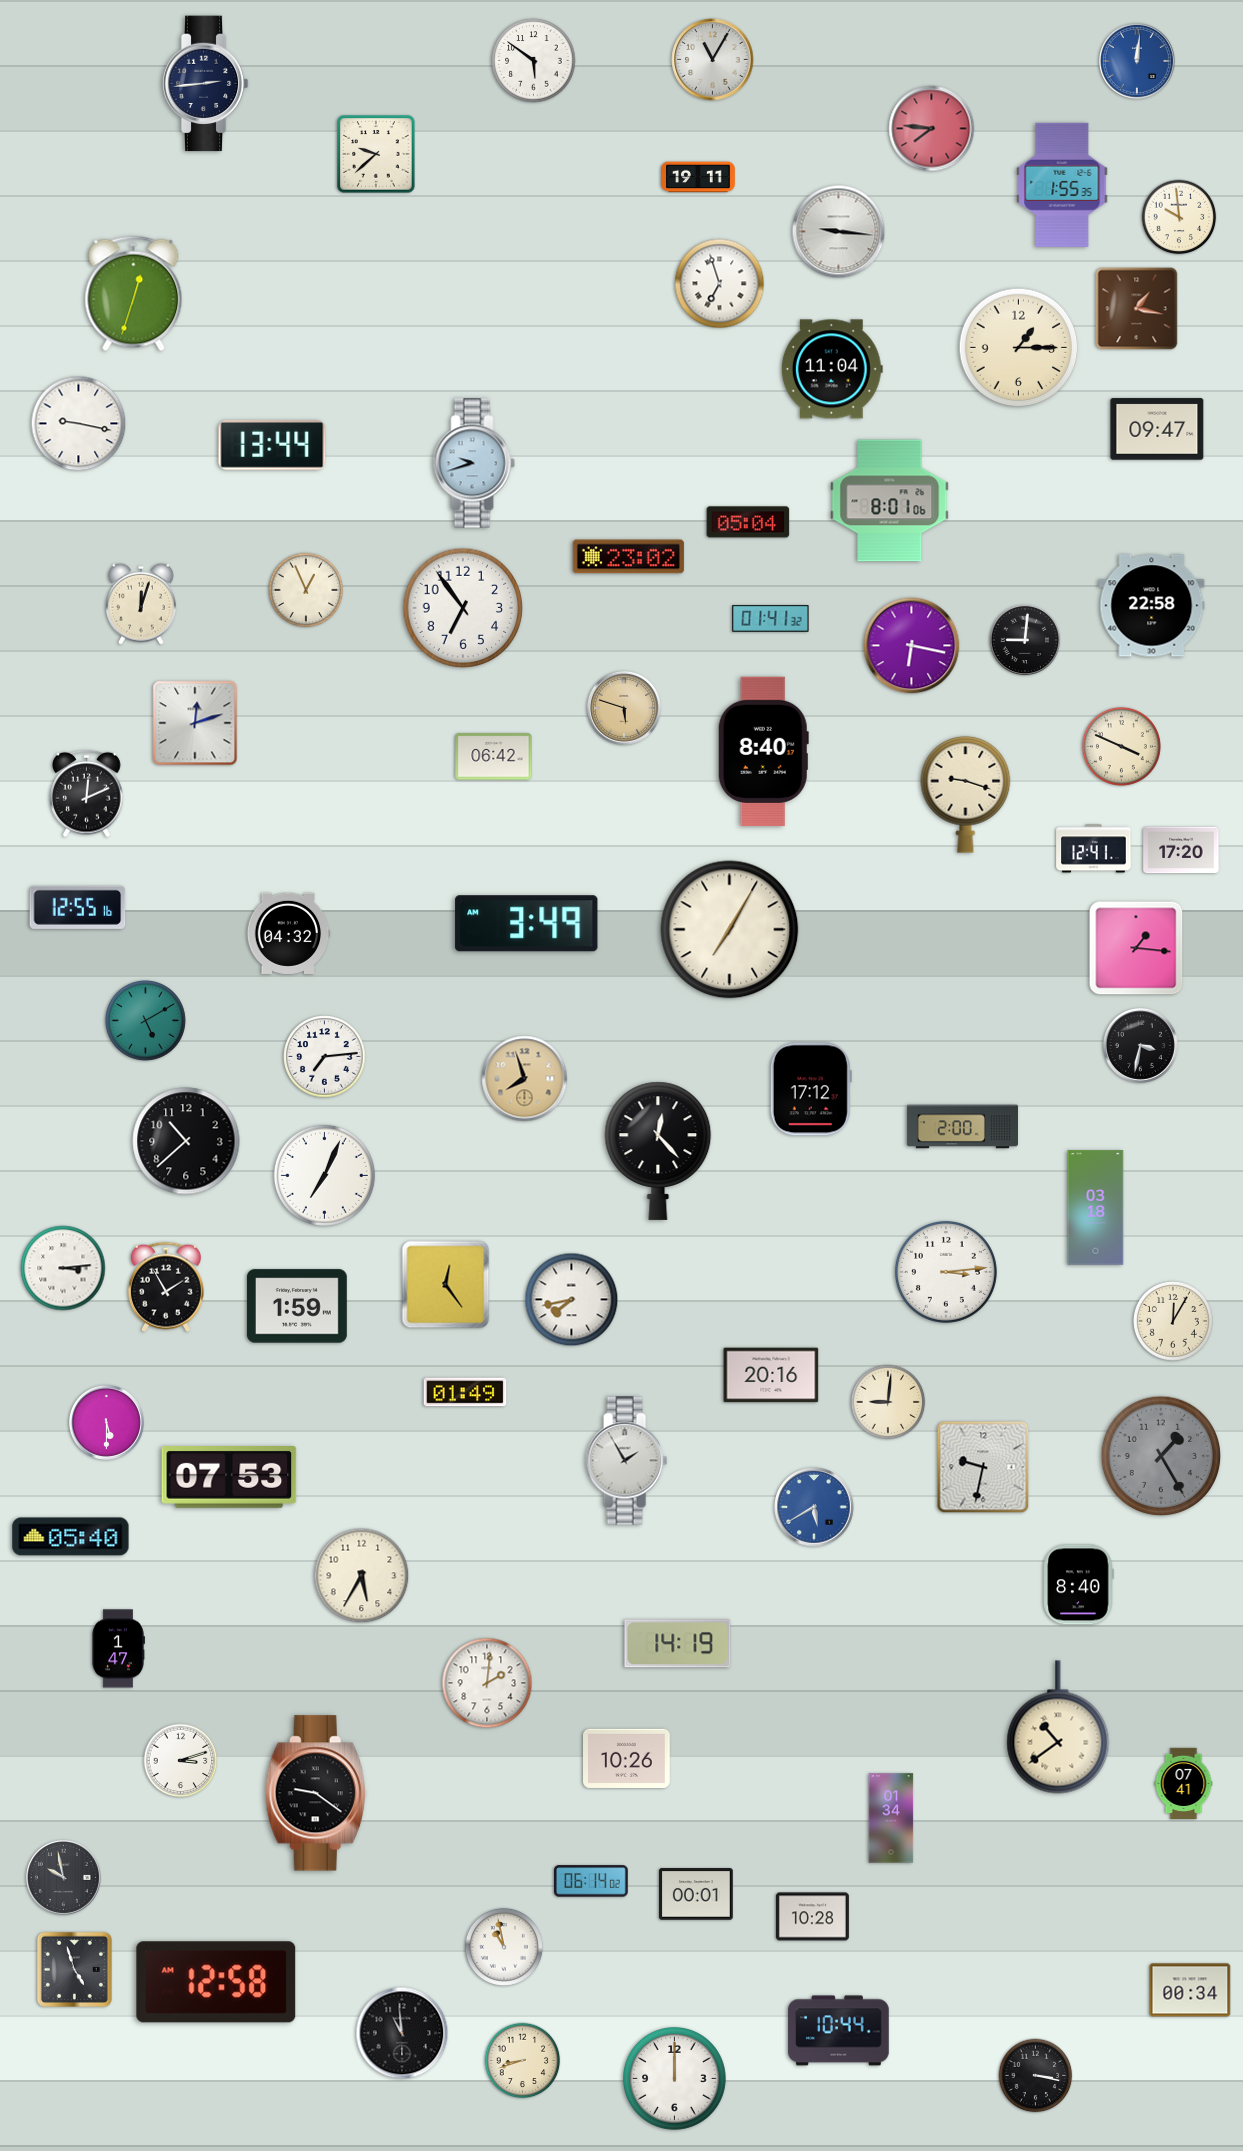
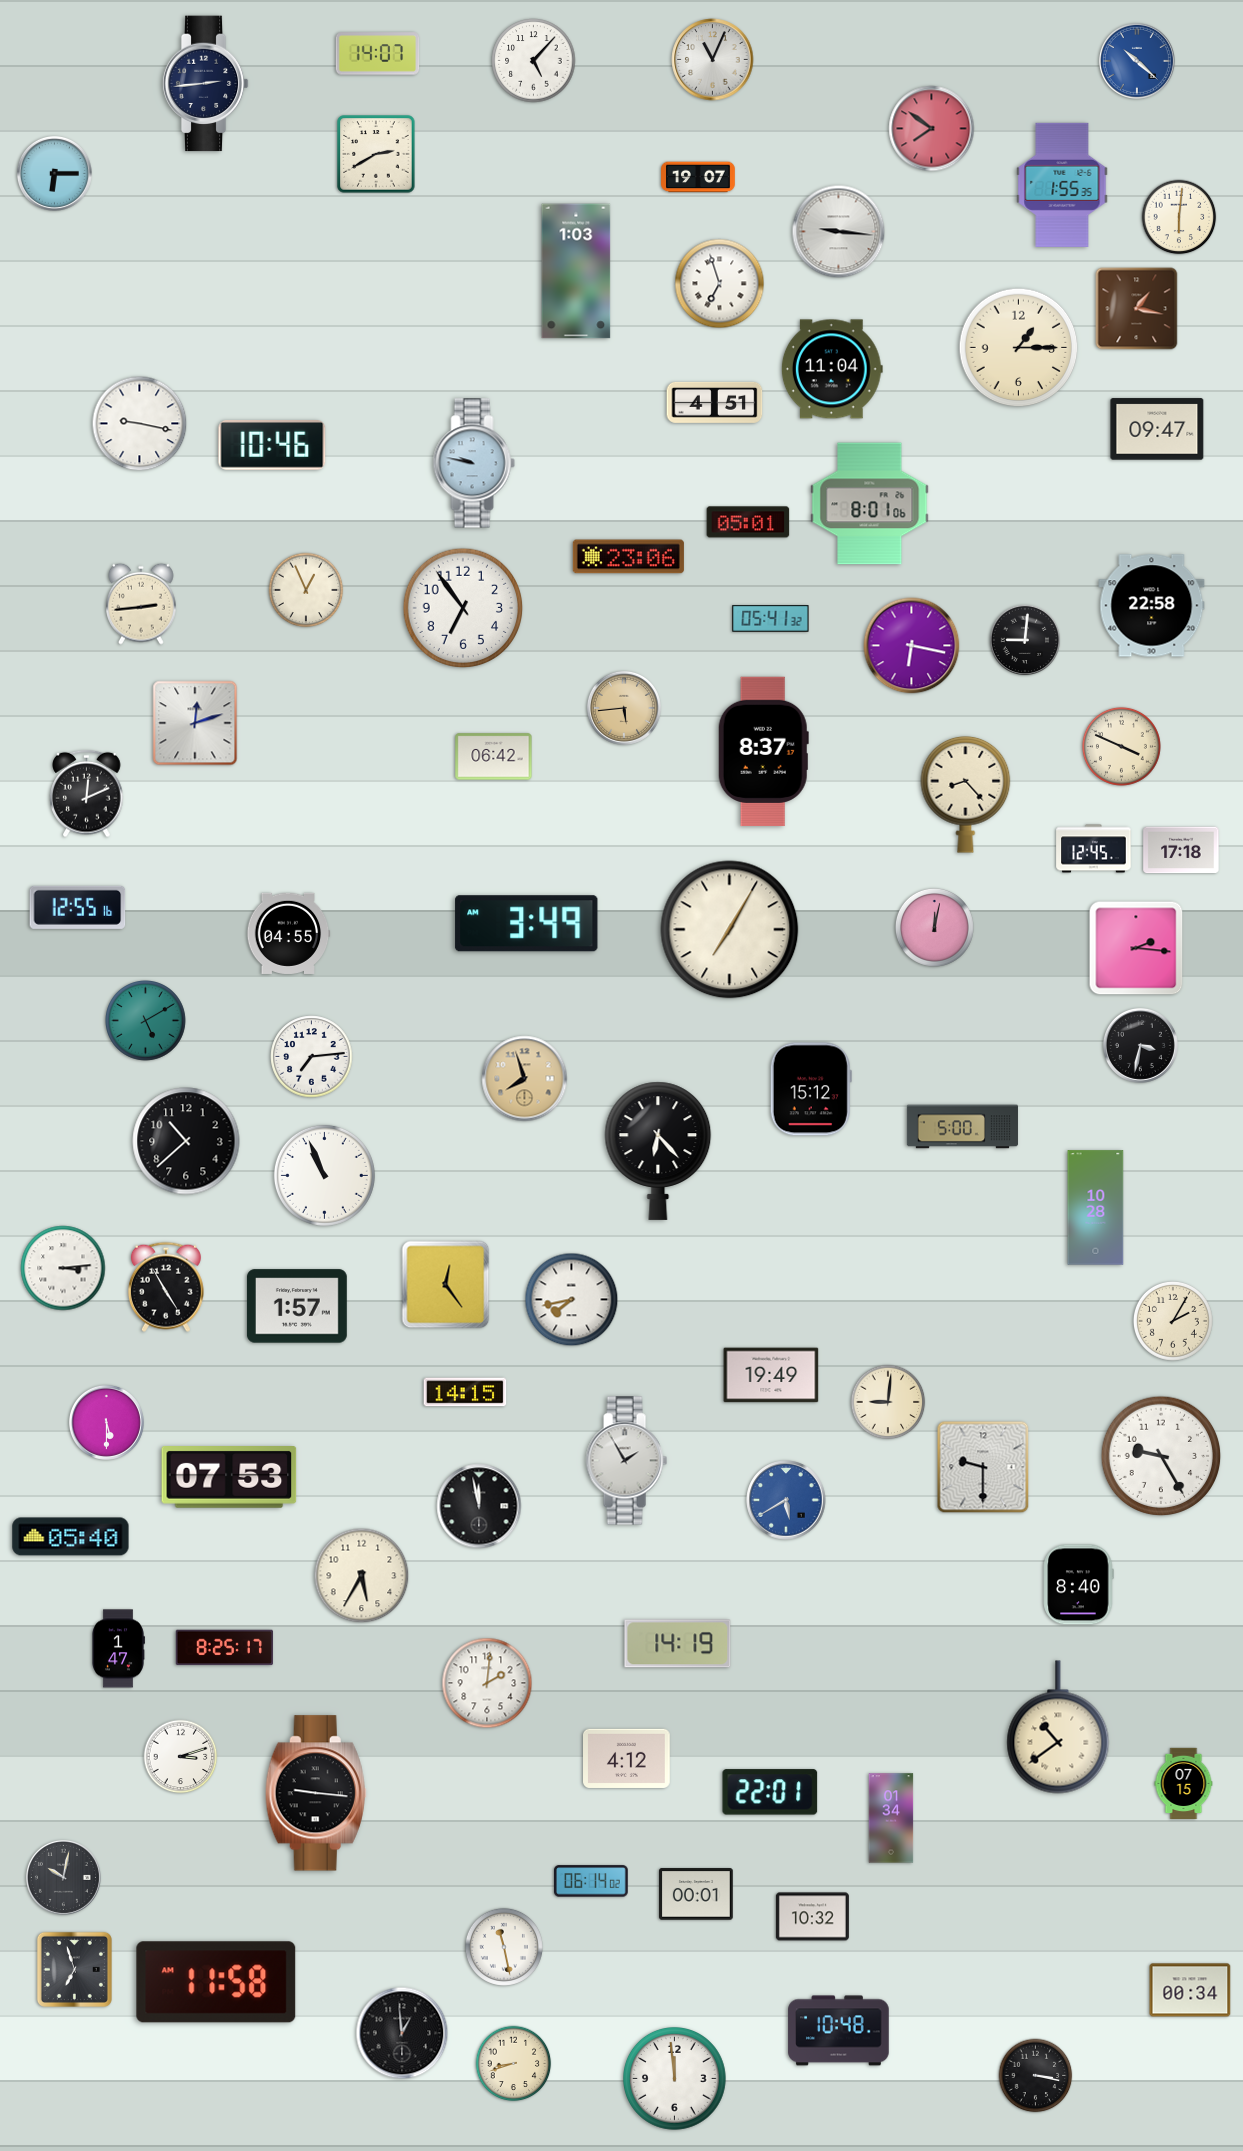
clock at (378, 54): none -> 14:07
clock at (713, 60): 11:05 -> 11:04
clock at (534, 61): 5:51 -> 5:07
clock at (1137, 61): 12:01 -> 10:22
clock at (932, 129): 7:46 -> 7:51
clock at (376, 154): 9:38 -> 2:40
clock at (54, 173): none -> 6:15
clock at (698, 177): 19:11 -> 19:07
clock at (1179, 217): 9:59 -> 6:01
clock at (576, 271): none -> 1:03
clock at (134, 294): 12:33 -> none
clock at (715, 402): none -> 4:51
clock at (79, 424) position: (79, 424) -> (140, 424)
clock at (272, 446): 13:44 -> 10:46
clock at (474, 463): 9:42 -> 9:47
clock at (890, 501) position: (890, 501) -> (870, 504)
clock at (748, 522): 05:04 -> 05:01
clock at (628, 557): 23:02 -> 23:06
clock at (142, 604): 12:03 -> 2:44
clock at (771, 619): 01:41 -> 05:41
clock at (624, 708): 5:48 -> 5:44
clock at (763, 752): 8:40 -> 8:37
clock at (966, 794): 9:18 -> 8:23
clock at (1094, 849): 12:41 -> 12:45
clock at (1181, 850): 17:20 -> 17:18
clock at (934, 927): none -> 12:02
clock at (289, 933): 04:32 -> 04:55
clock at (1136, 948): 1:16 -> 2:16
clock at (325, 1057) position: (325, 1057) -> (312, 1057)
clock at (811, 1089): 17:12 -> 15:12
clock at (962, 1127): 2:00 -> 5:00
clock at (658, 1151): 12:23 -> 6:23
clock at (324, 1175): 7:04 -> 10:56
clock at (1096, 1208): 03:18 -> 10:28
clock at (946, 1272): 3:14 -> none
clock at (166, 1287): 1:55 -> 4:55
clock at (297, 1306): 1:59 -> 1:57
clock at (1173, 1321): 12:05 -> 2:05
clock at (771, 1375): 20:16 -> 19:49
clock at (465, 1392): 01:49 -> 14:15
clock at (1161, 1456): 1:25 -> 9:25
clock at (1161, 1456) dial: grey -> white
clock at (983, 1467): 9:32 -> 9:30
clock at (479, 1506): none -> 11:58
clock at (814, 1507) position: (814, 1507) -> (786, 1500)
clock at (224, 1648): none -> 8:25
clock at (627, 1758): 10:26 -> 4:12
clock at (181, 1761) position: (181, 1761) -> (181, 1757)
clock at (1184, 1784): 07:41 -> 07:15
clock at (770, 1792): none -> 22:01
clock at (316, 1793): 9:21 -> 9:16
clock at (63, 1877): 9:58 -> 10:02
clock at (812, 1917): 10:28 -> 10:32
clock at (504, 1947): 10:58 -> 11:28
clock at (74, 1969): 4:57 -> 6:57
clock at (216, 1982): 12:58 -> 11:58
clock at (839, 2031): 10:44 -> 10:48
clock at (402, 2033): 10:59 -> 12:59
clock at (523, 2061) position: (523, 2061) -> (514, 2064)
clock at (675, 2079): 12:00 -> 11:59
